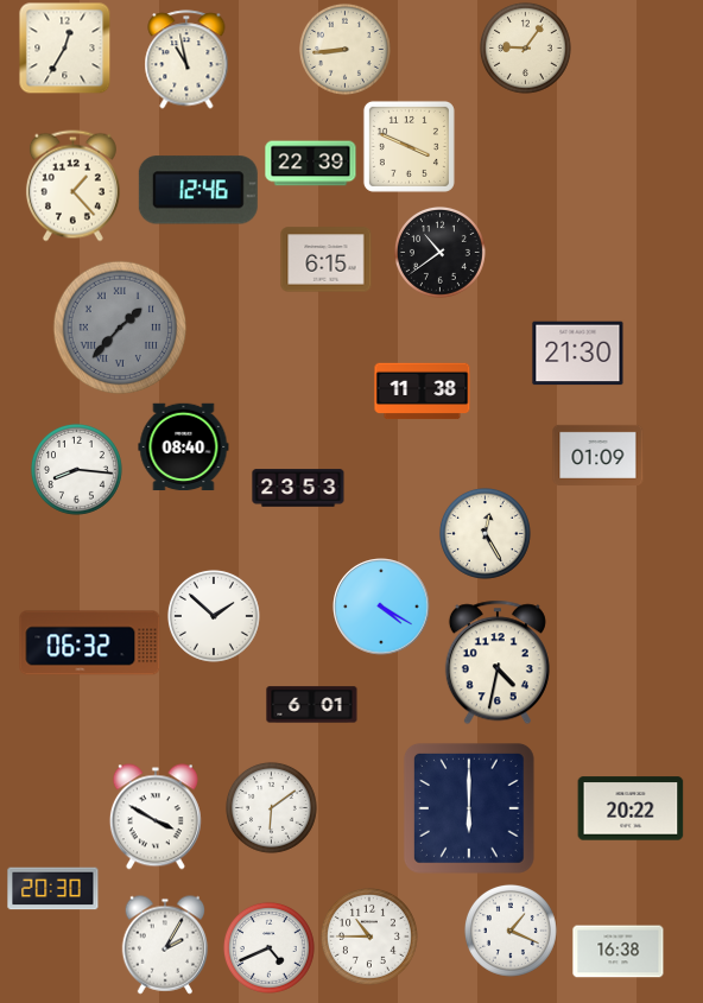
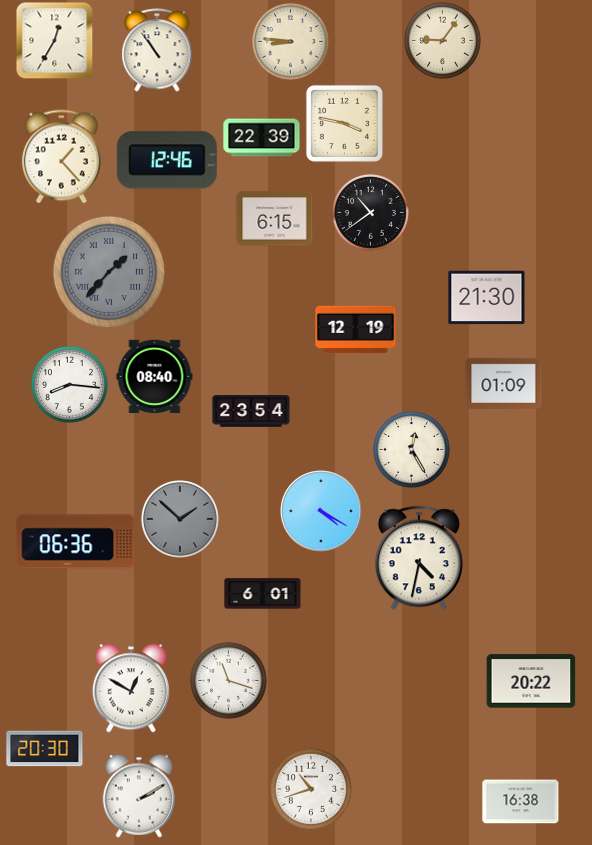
clock at (344, 49): 8:44 -> 8:46
clock at (186, 59): 10:58 -> 10:54
clock at (408, 146): 3:49 -> 3:47
clock at (120, 328) position: (120, 328) -> (109, 272)
clock at (423, 392): 11:38 -> 12:19
clock at (76, 469) position: (76, 469) -> (69, 384)
clock at (298, 488): 23:53 -> 23:54
clock at (484, 533) position: (484, 533) -> (411, 449)
clock at (214, 616) dial: white -> grey
clock at (90, 643): 06:32 -> 06:36
clock at (271, 807): 6:09 -> 11:18
clock at (469, 808): 6:00 -> none
clock at (156, 817): 3:50 -> 12:50
clock at (511, 931): 1:19 -> none
clock at (369, 937): 10:45 -> 10:42
clock at (165, 945): 2:05 -> 2:10
clock at (268, 947): 4:41 -> none
